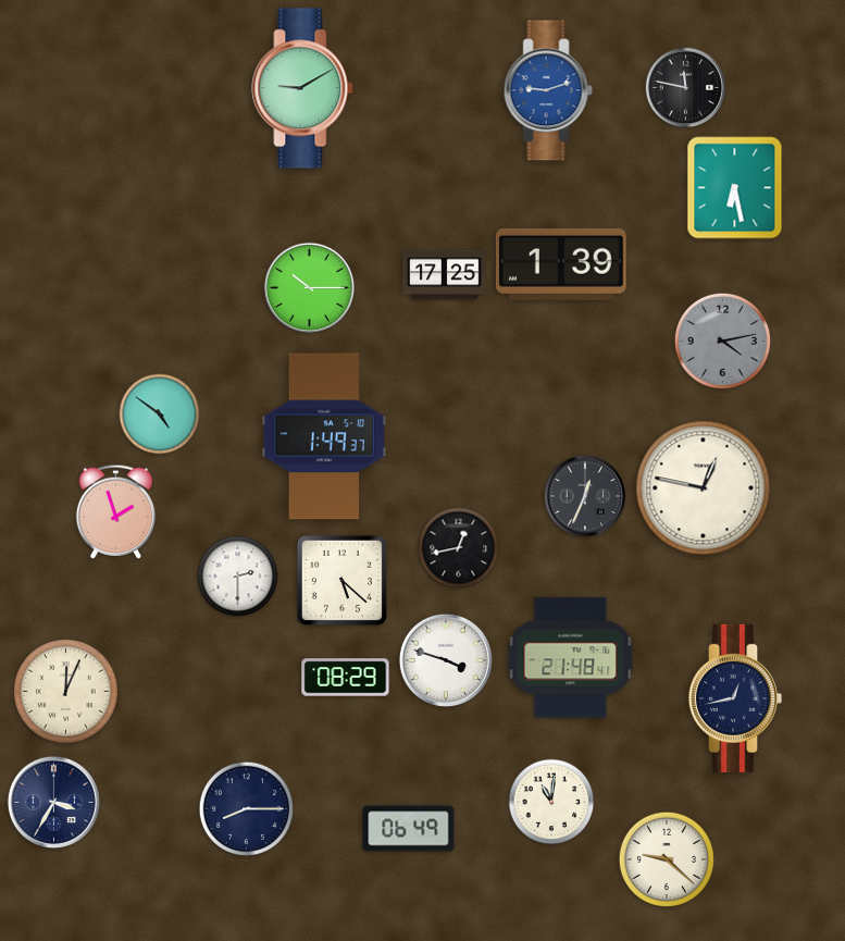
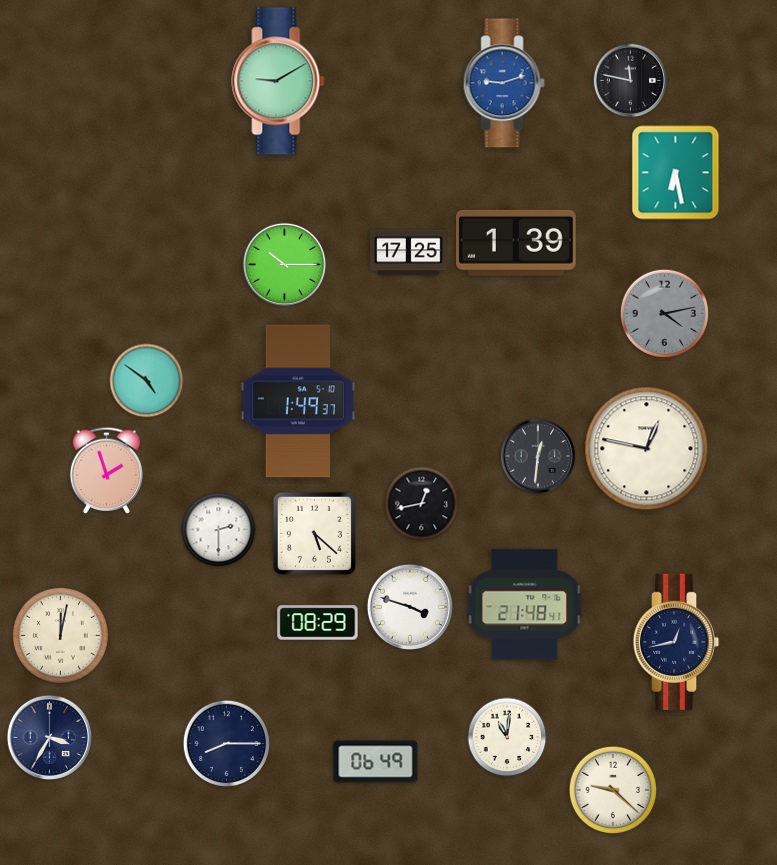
clock at (585, 496): 12:34 -> 12:31
clock at (65, 691): 12:04 -> 12:02
